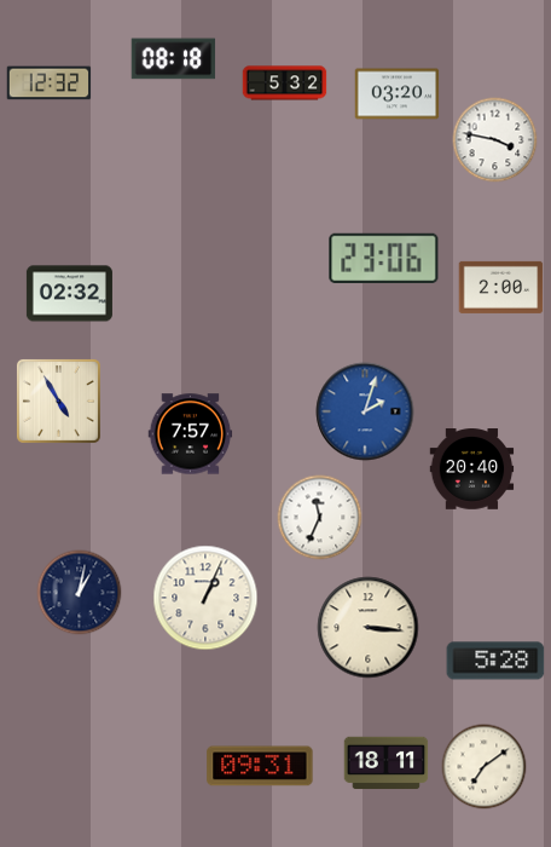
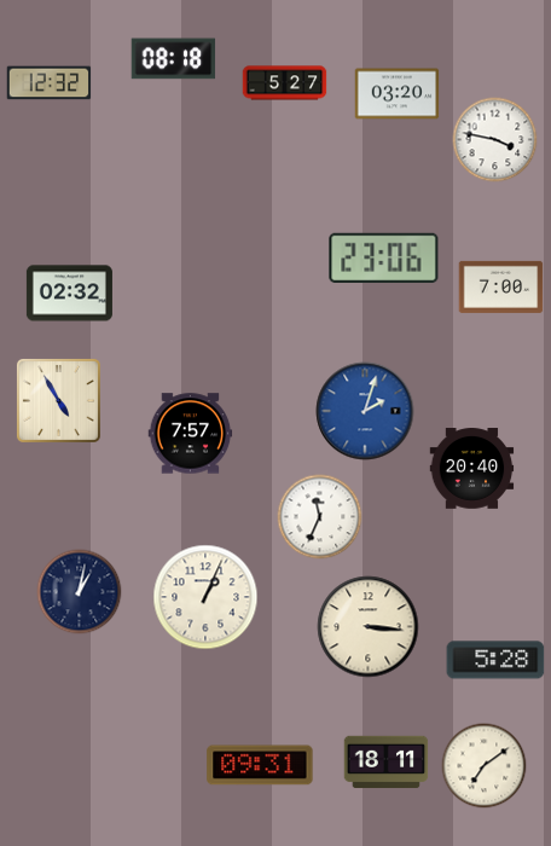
clock at (285, 83): 5:32 -> 5:27
clock at (501, 287): 2:00 -> 7:00
